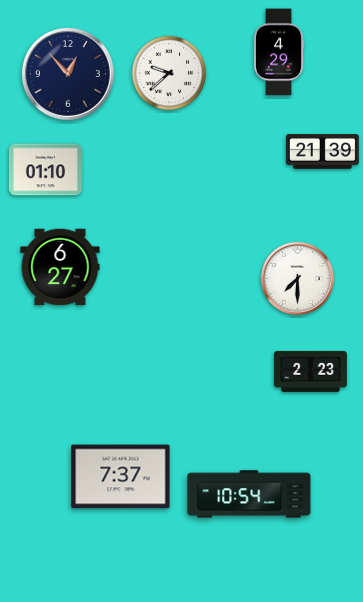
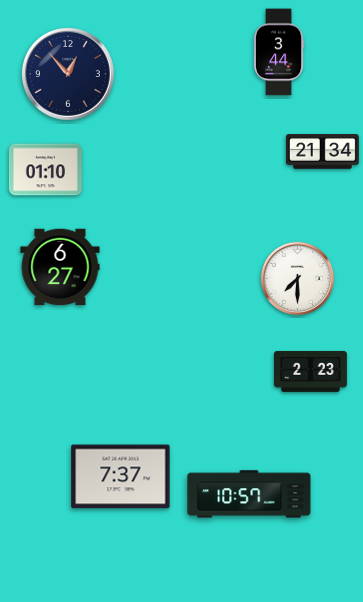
clock at (279, 52): 4:29 -> 3:44
clock at (169, 73): 9:38 -> none
clock at (322, 152): 21:39 -> 21:34
clock at (249, 494): 10:54 -> 10:57
